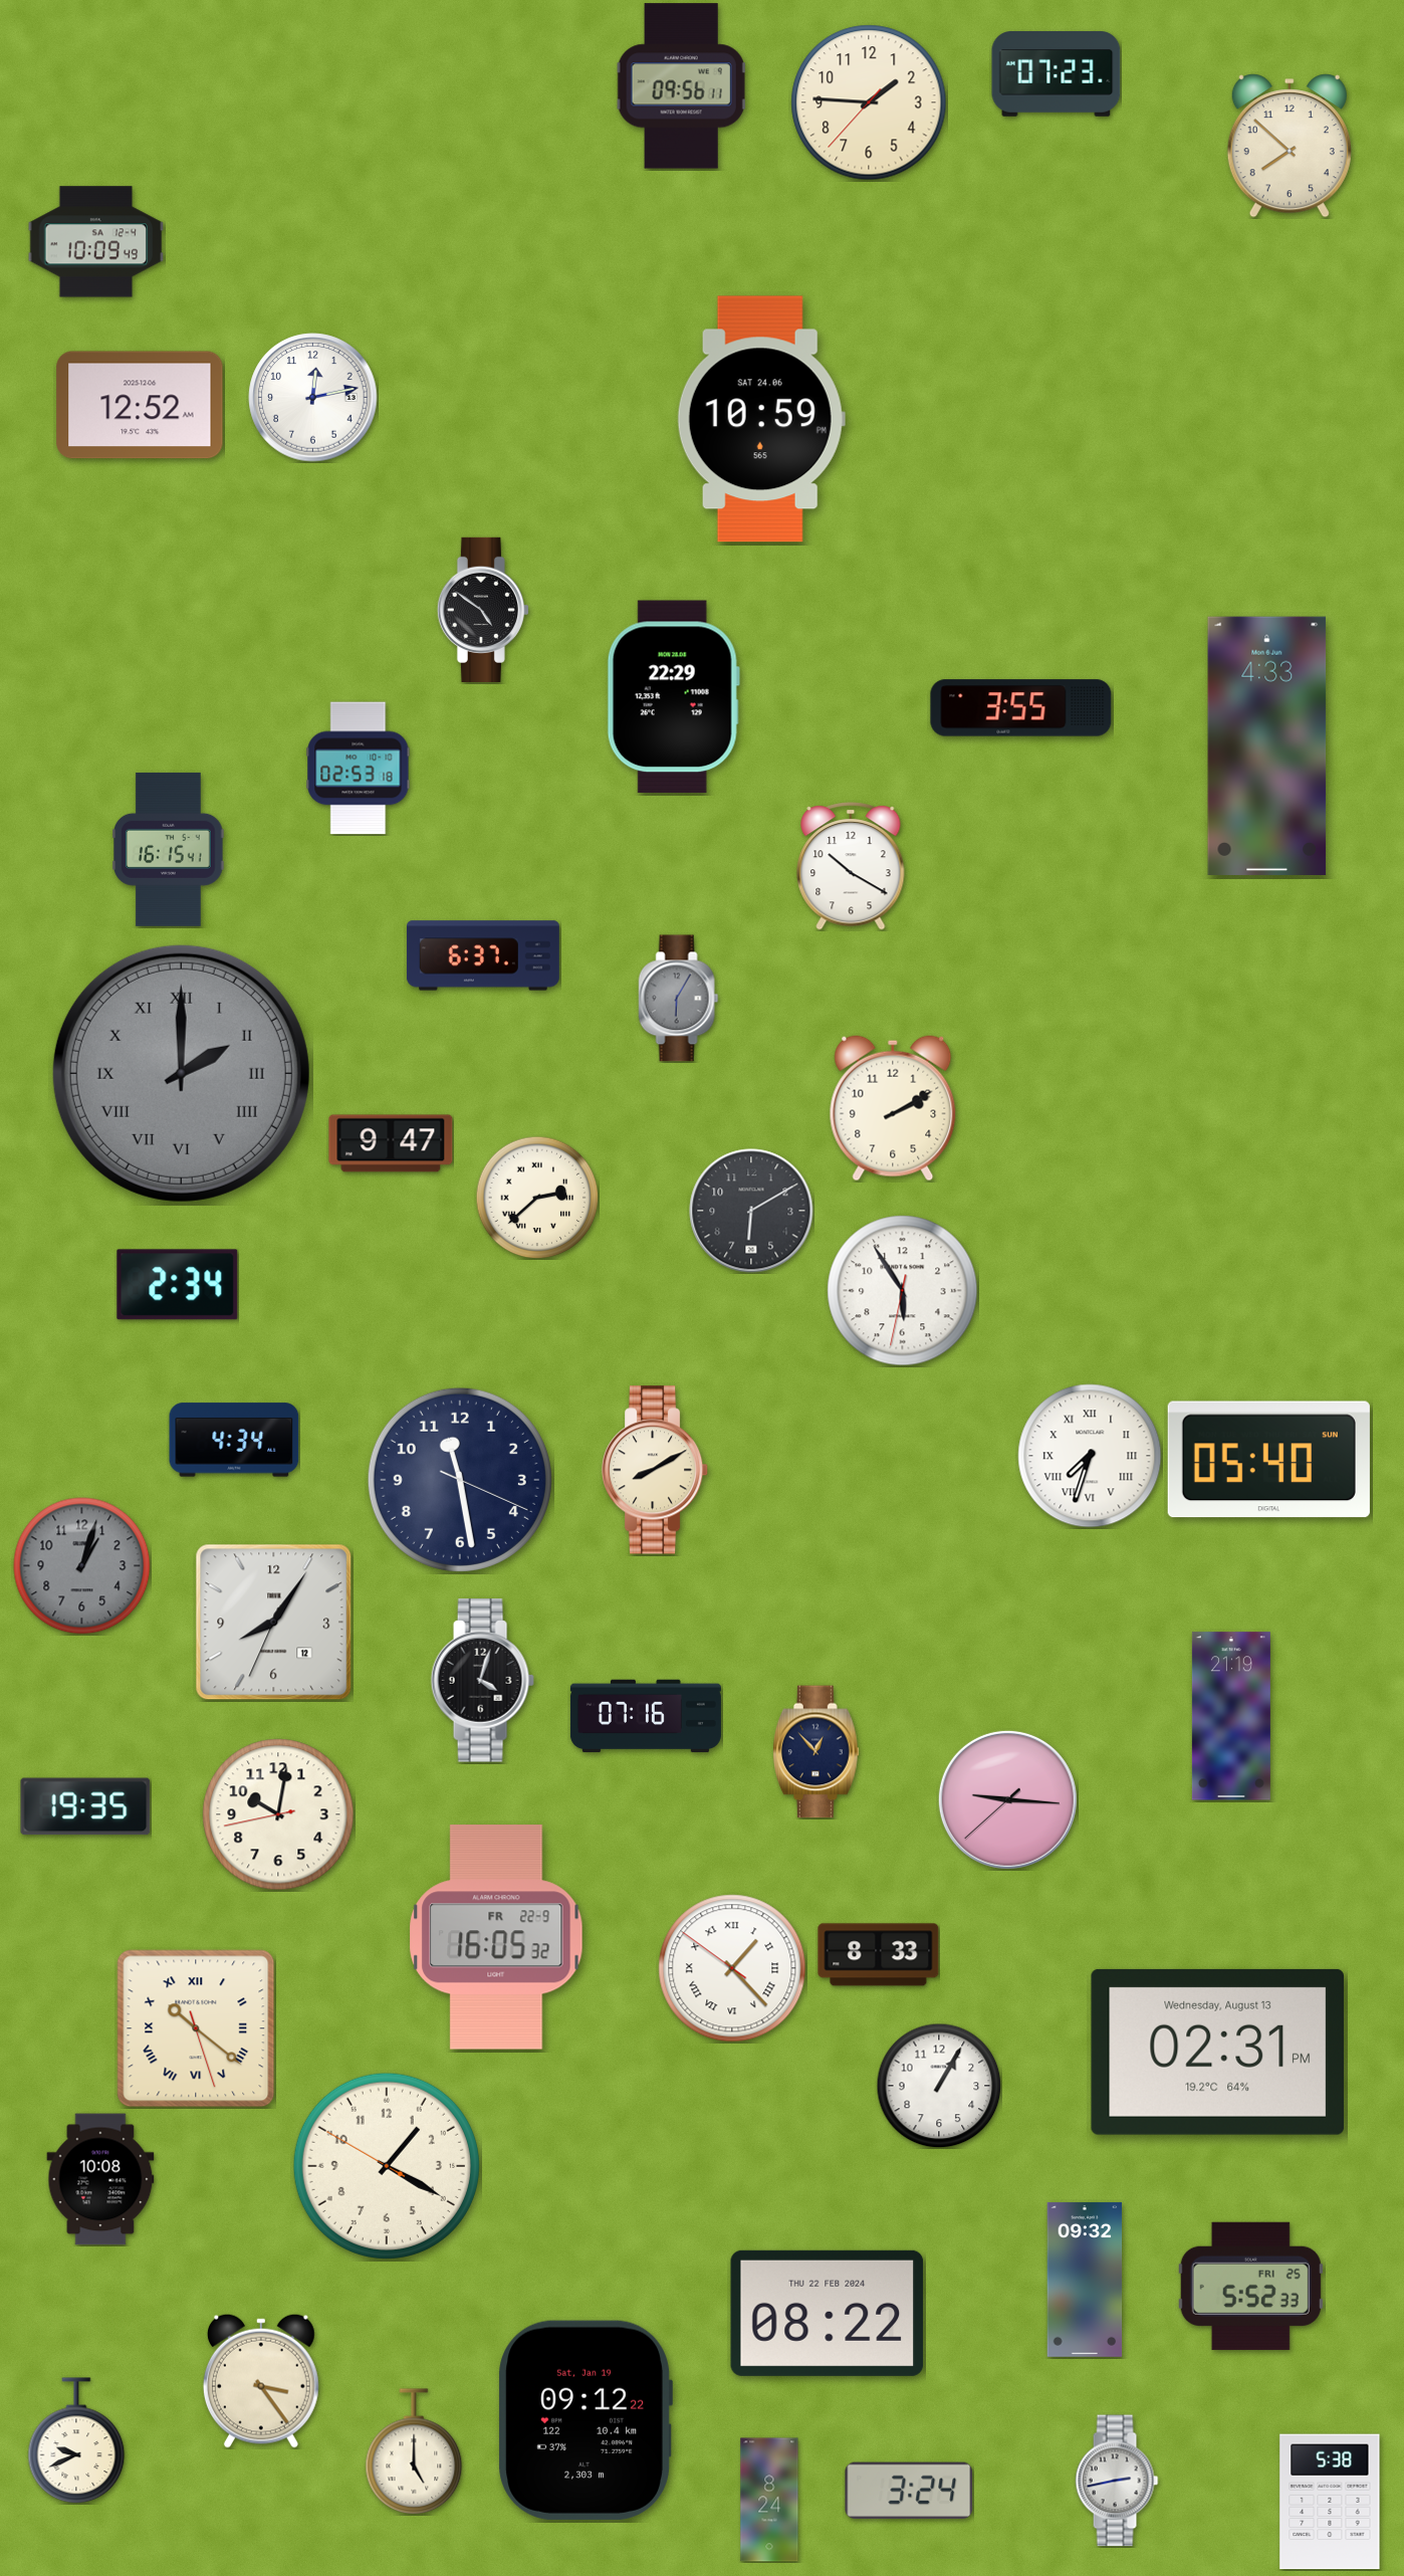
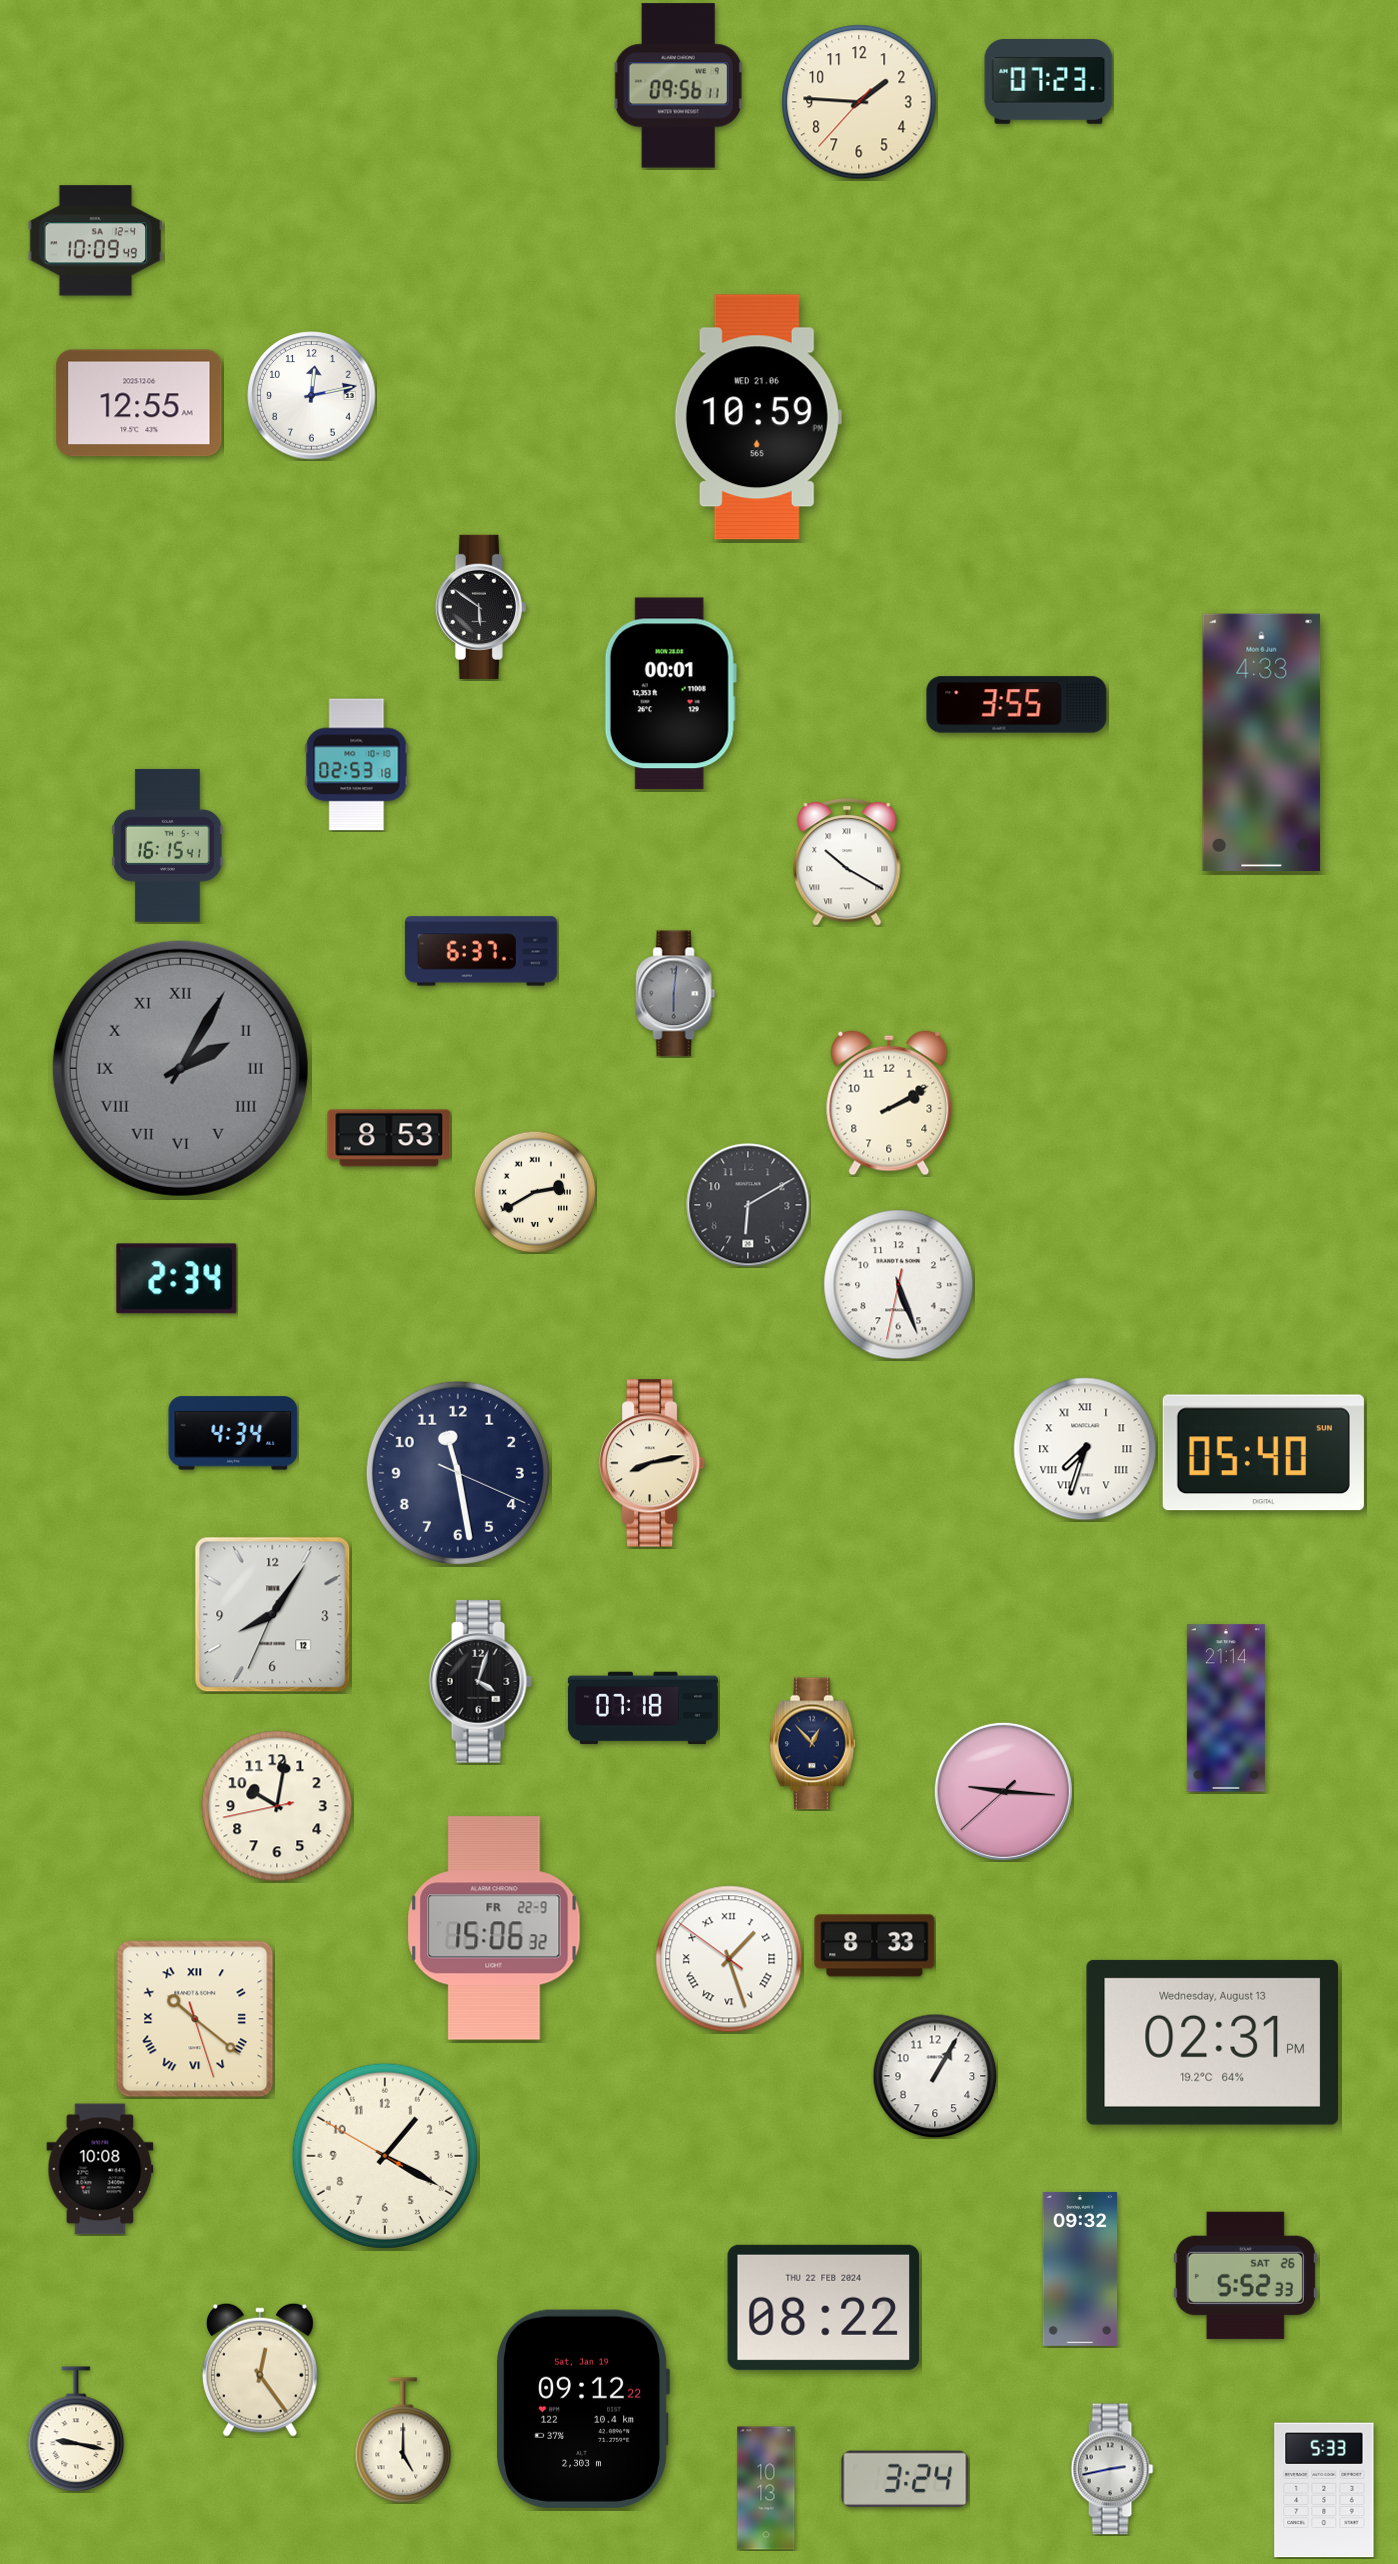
clock at (1057, 74) position: (1057, 74) -> (1049, 82)
clock at (869, 102) position: (869, 102) -> (859, 102)
clock at (1290, 146): 7:52 -> none
clock at (140, 405): 12:52 -> 12:55
clock at (761, 419) date: SAT 24.06 -> WED 21.06
clock at (483, 610): 4:51 -> 5:51
clock at (673, 697): 22:29 -> 00:01
clock at (851, 866) numerals: Arabic -> Roman
clock at (679, 999): 6:05 -> 6:01
clock at (181, 1073): 2:00 -> 2:05
clock at (391, 1143): 9:47 -> 8:53
clock at (537, 1198): 2:38 -> 2:40
clock at (903, 1291): 5:54 -> 5:26
clock at (655, 1470): 8:10 -> 8:13
clock at (82, 1566): 1:03 -> none
clock at (482, 1681) position: (482, 1681) -> (480, 1682)
clock at (646, 1716): 07:16 -> 07:18
clock at (1231, 1716): 21:19 -> 21:14
clock at (85, 1806): 19:35 -> none
clock at (496, 1937): 16:05 -> 15:06
clock at (732, 1968): 1:22 -> 1:26
clock at (1250, 2286) date: FRI 25 -> SAT 26
clock at (828, 2313) position: (828, 2313) -> (824, 2307)
clock at (261, 2381): 3:24 -> 12:24
clock at (76, 2440): 9:41 -> 9:17
clock at (414, 2451) position: (414, 2451) -> (403, 2440)
clock at (769, 2500): 8:24 -> 10:13
clock at (1330, 2502): 5:38 -> 5:33
